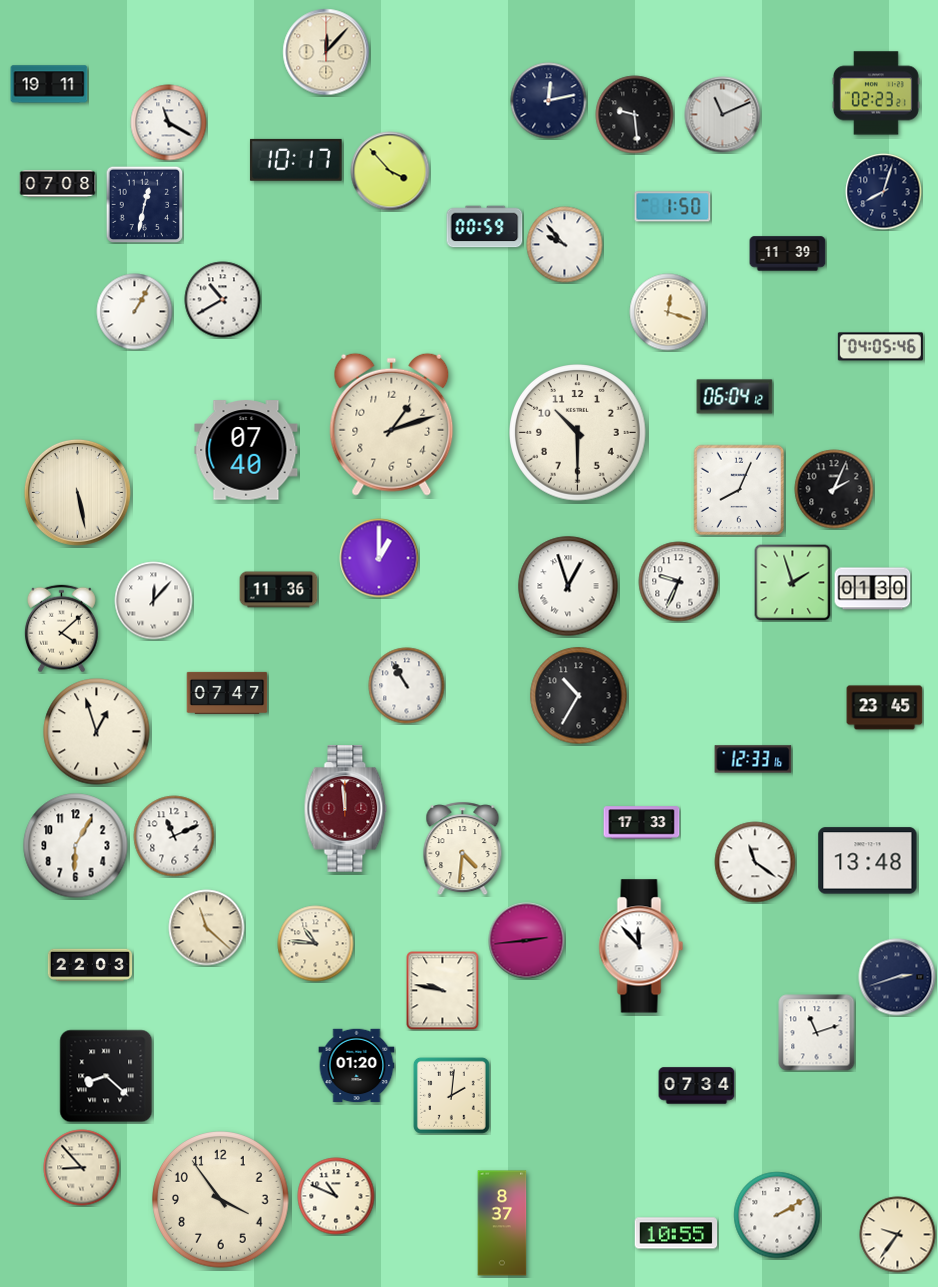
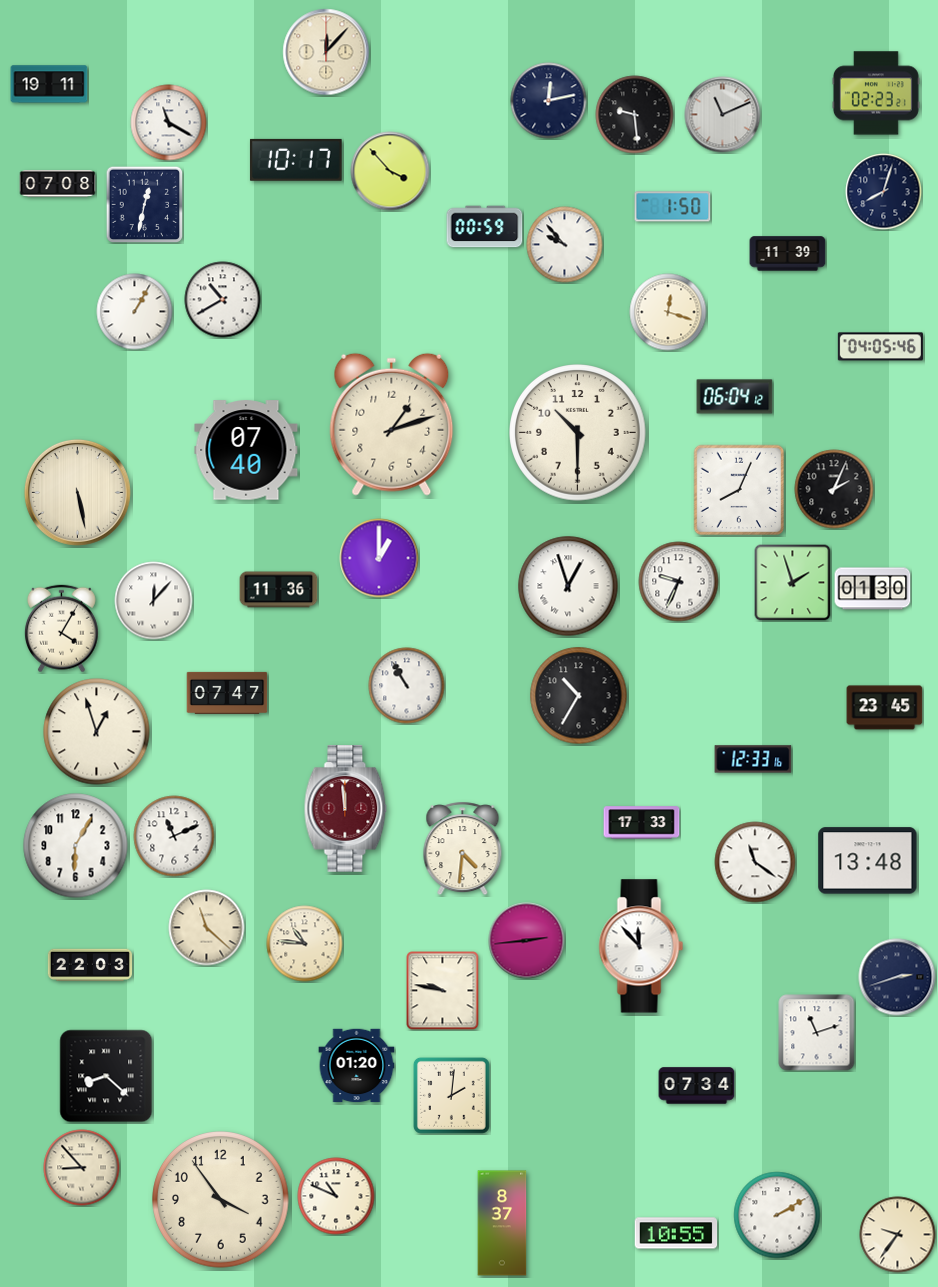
clock at (61, 629): 4:08 -> 4:05
clock at (316, 944) position: (316, 944) -> (305, 944)
